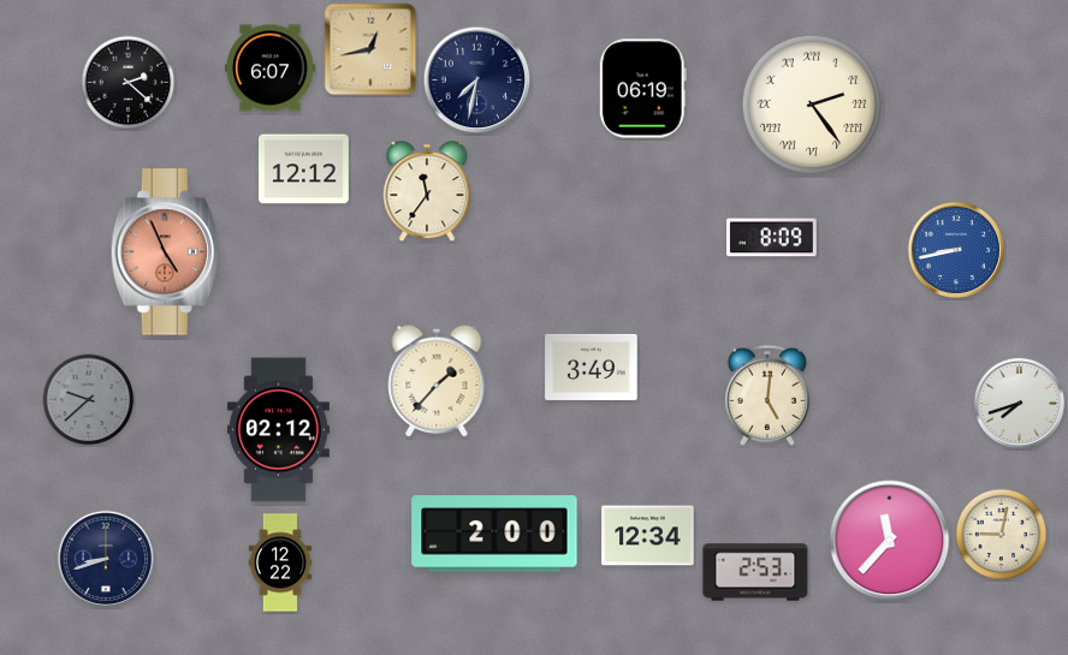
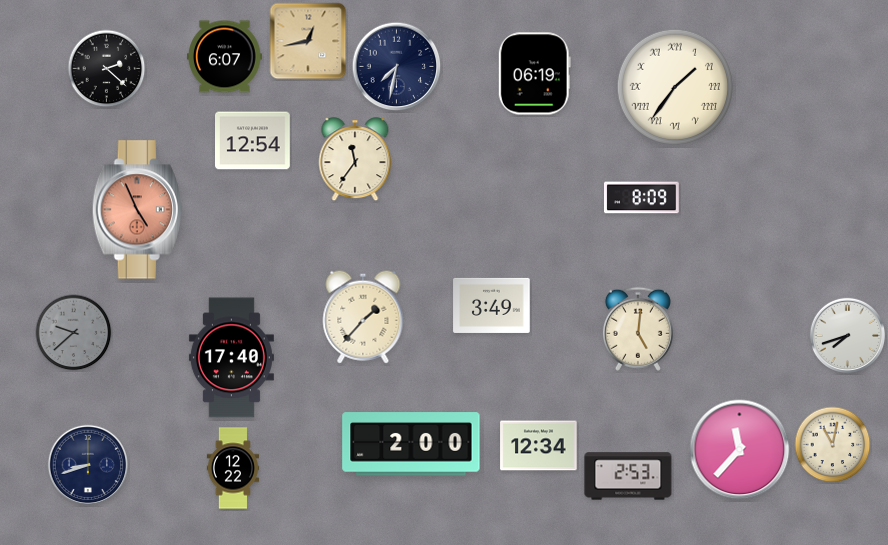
clock at (812, 105): 2:24 -> 1:36
clock at (304, 169): 12:12 -> 12:54
clock at (956, 250): 8:43 -> none
clock at (278, 430): 02:12 -> 17:40
clock at (1002, 535): 9:02 -> 11:02
